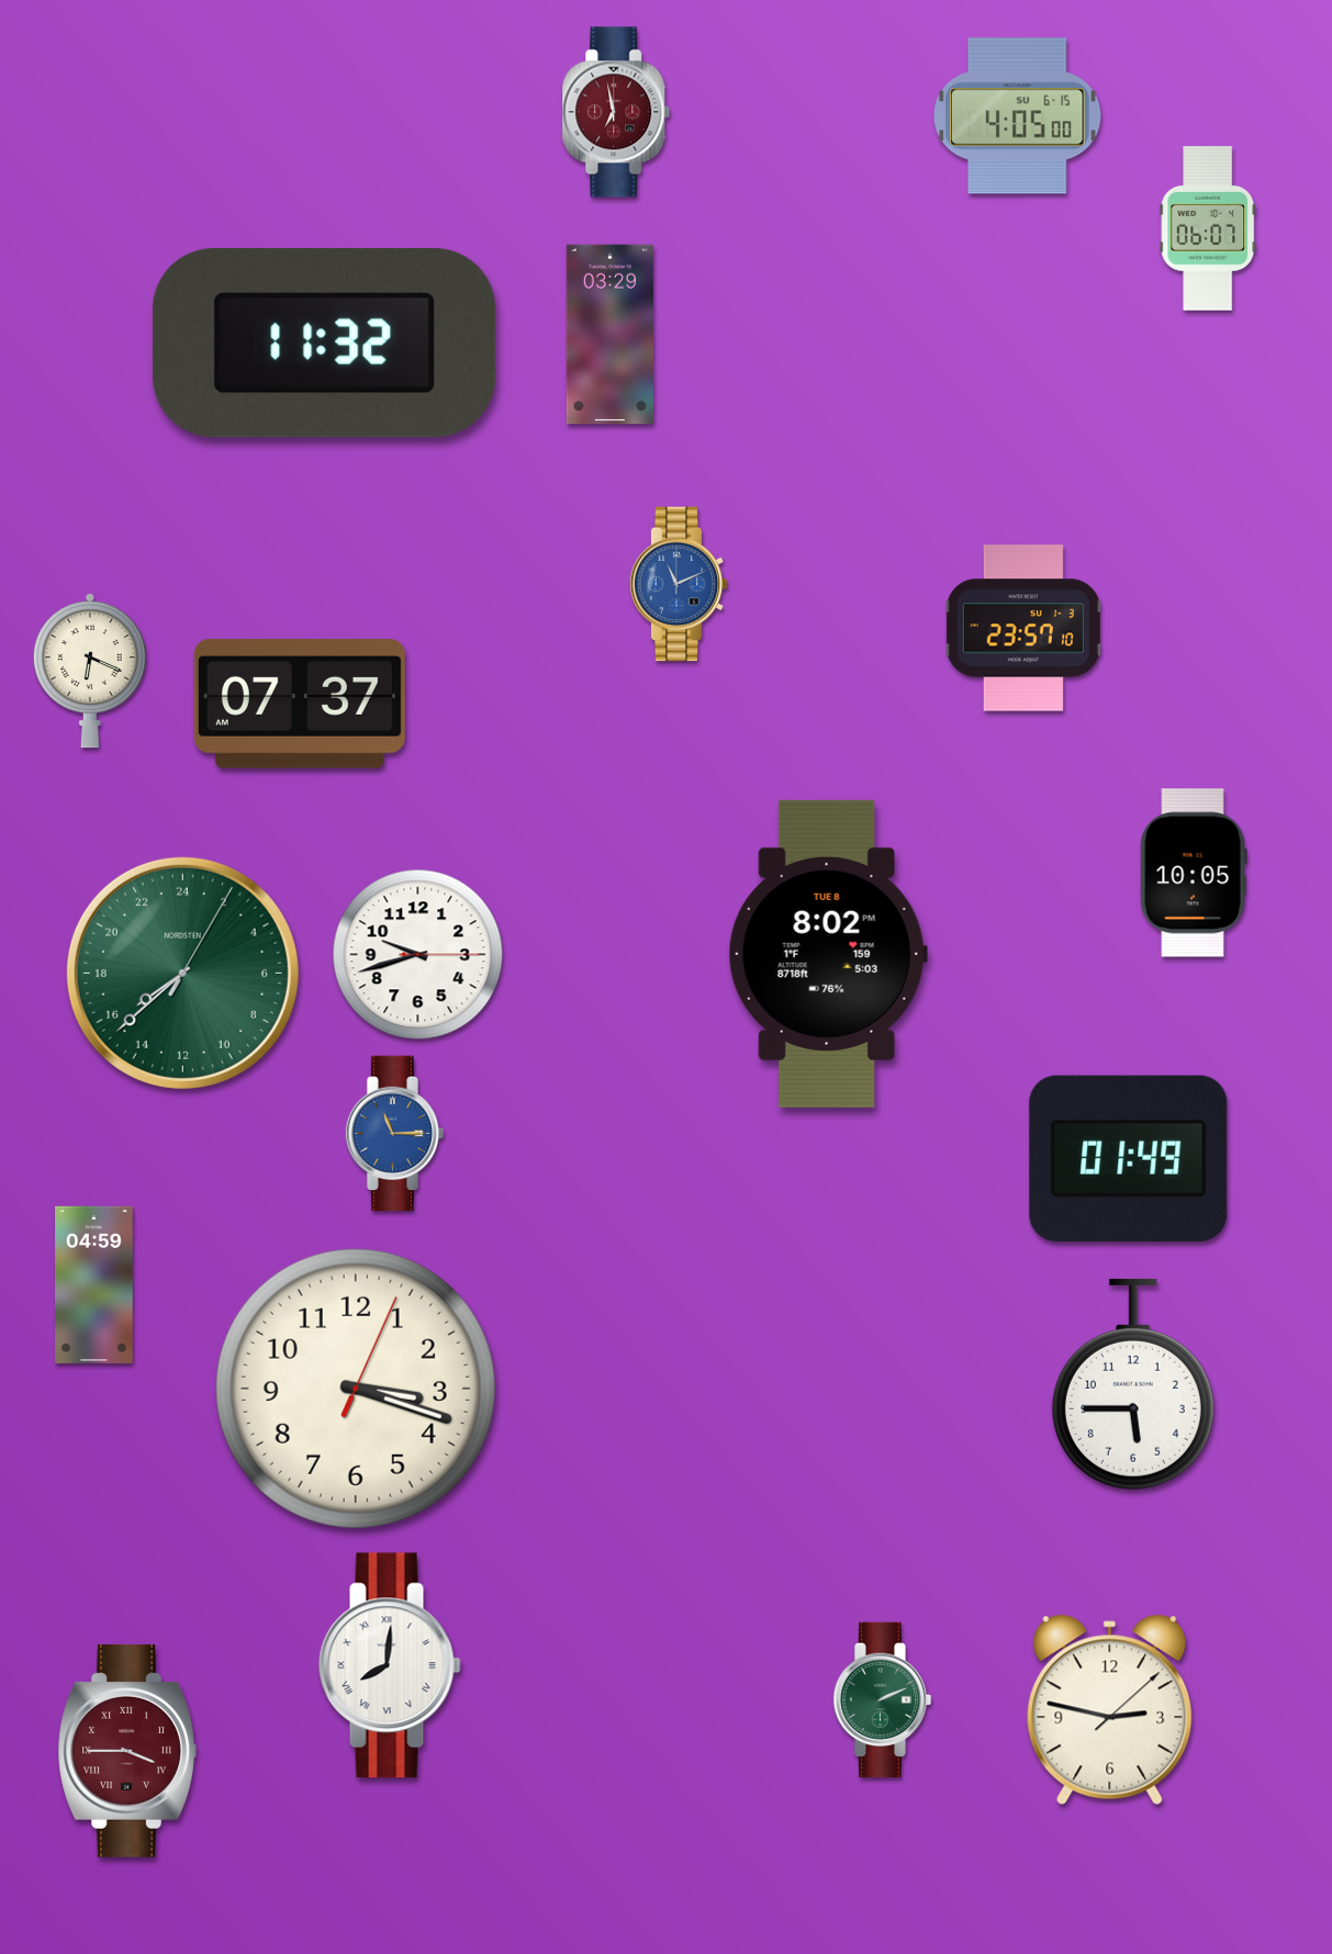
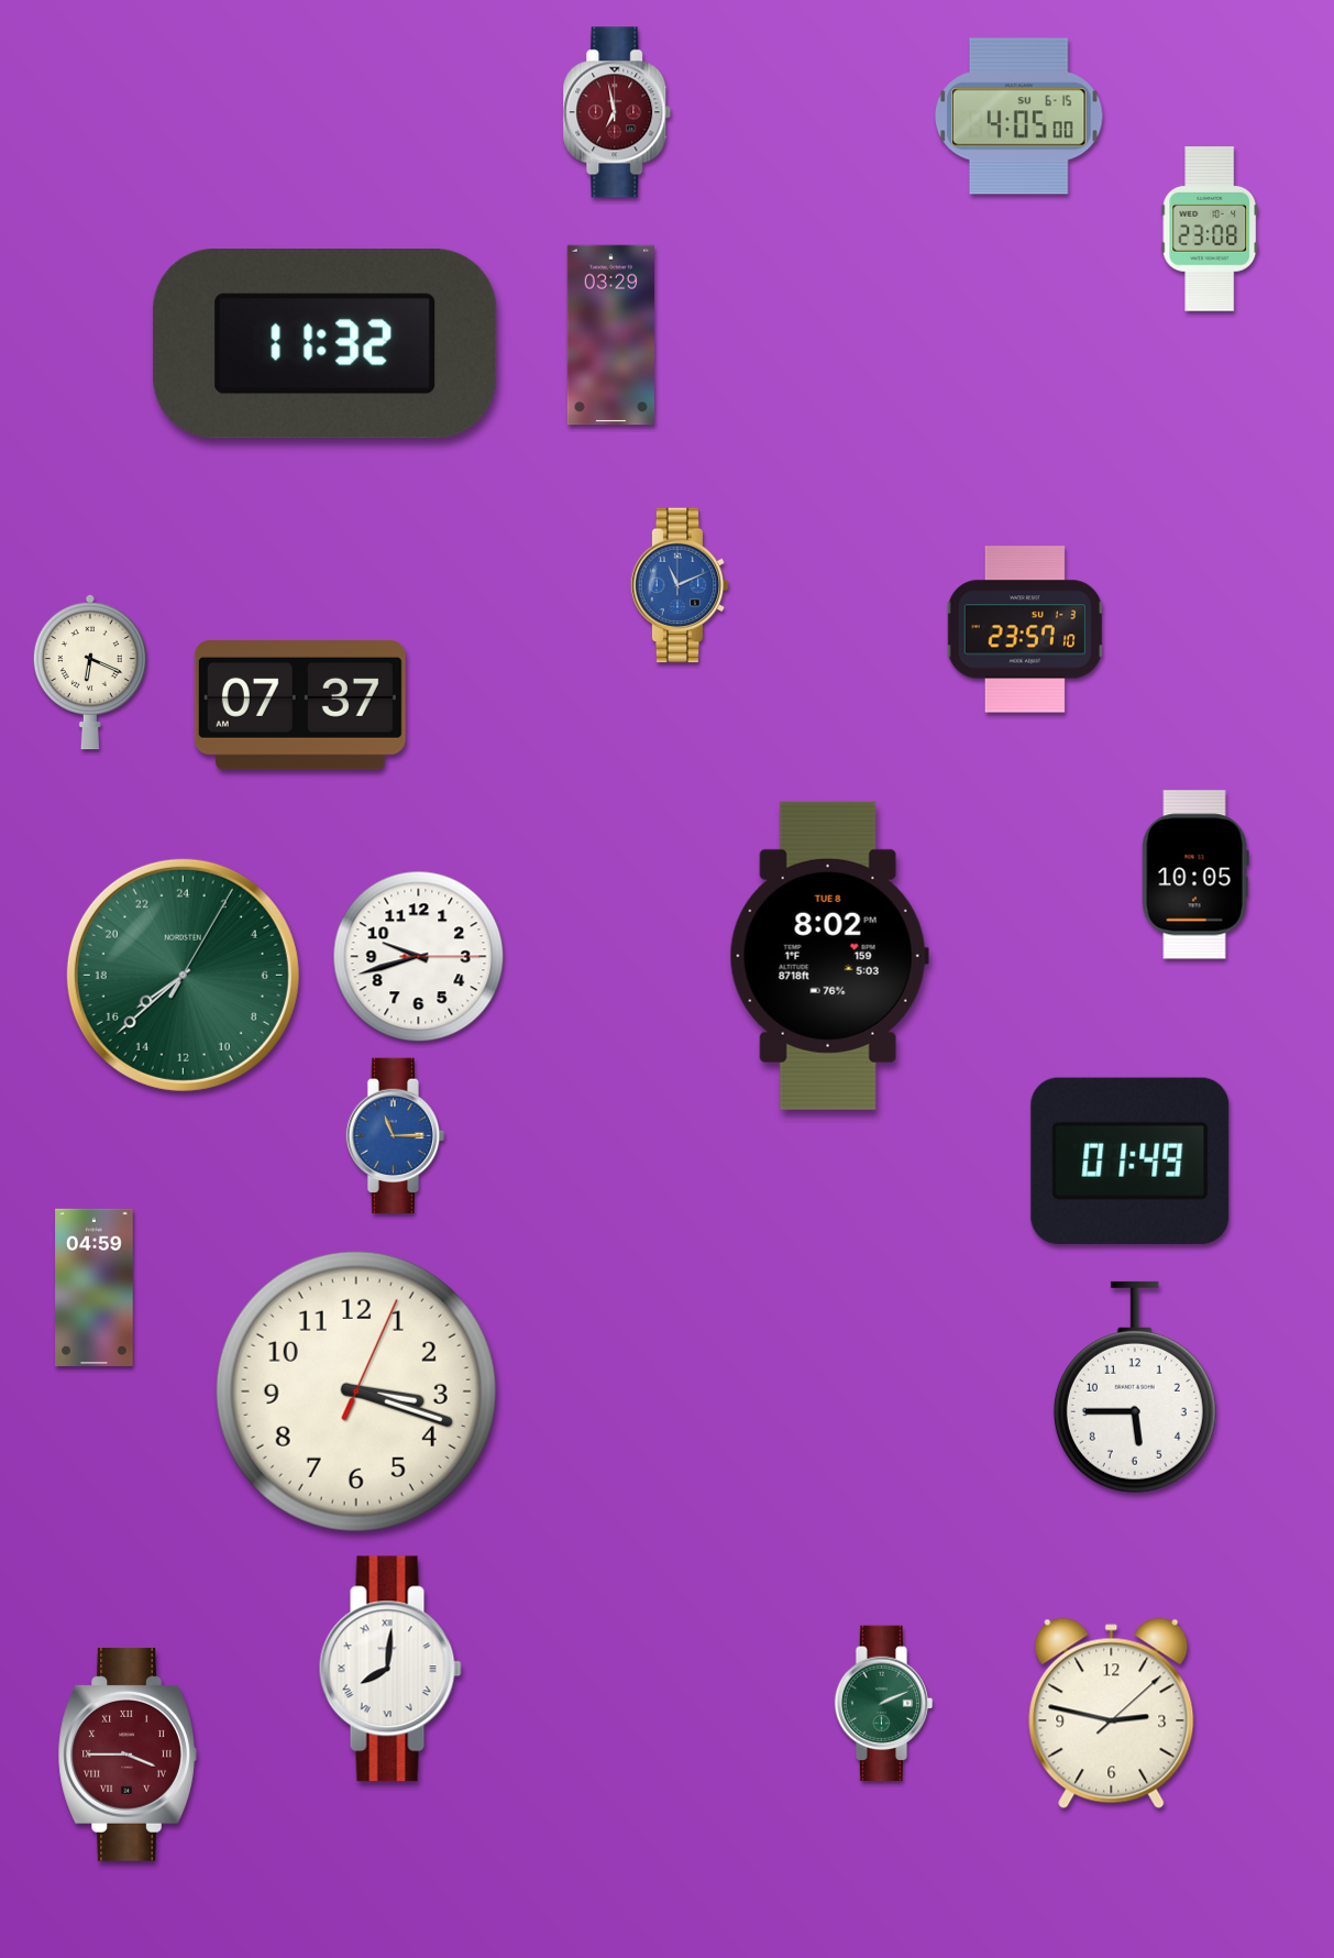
clock at (1208, 228): 06:07 -> 23:08
